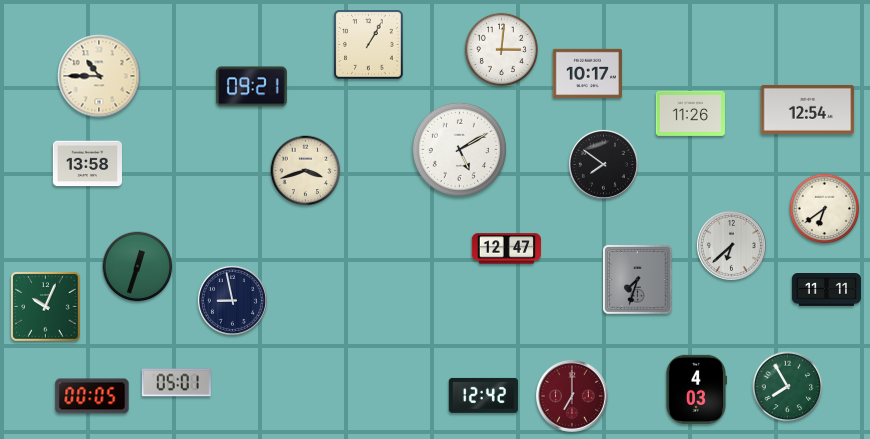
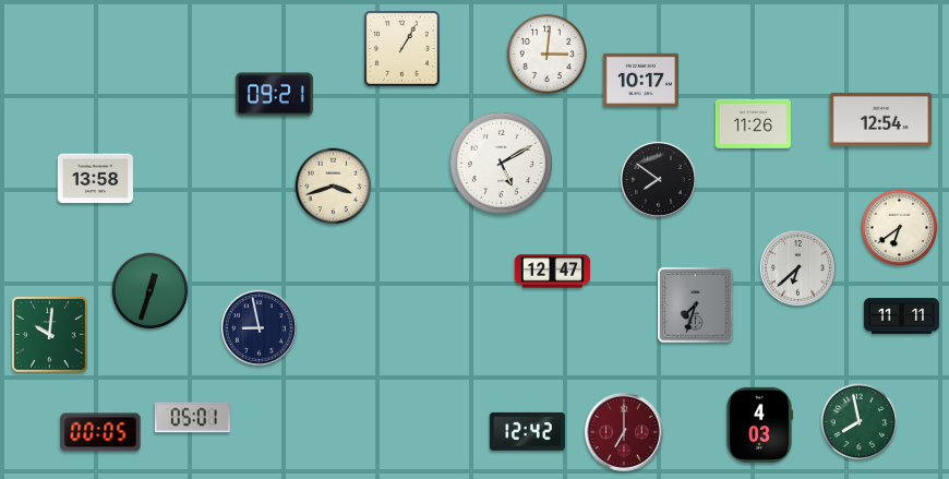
clock at (99, 76): 10:45 -> none
clock at (232, 300) position: (232, 300) -> (259, 327)
clock at (46, 307): 10:04 -> 10:01
clock at (788, 387): 7:55 -> 7:58
